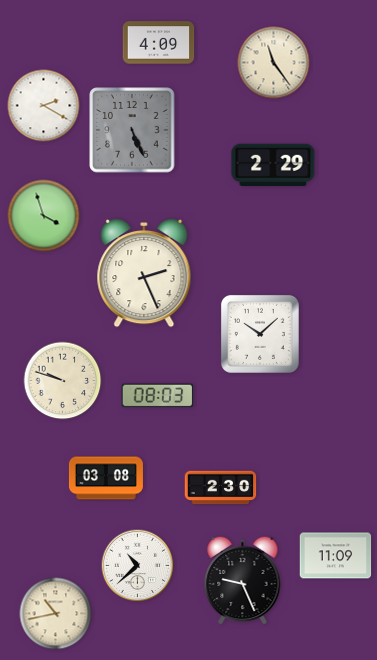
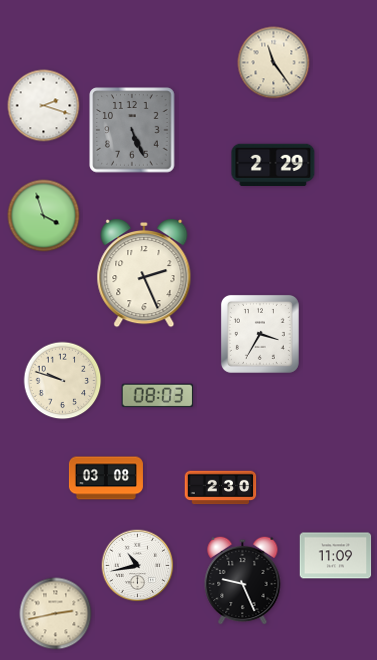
clock at (159, 43): 4:09 -> none
clock at (44, 106): 2:20 -> 2:18
clock at (260, 334): 10:08 -> 3:35
clock at (138, 566): 10:38 -> 10:43
clock at (56, 614): 10:43 -> 2:43
